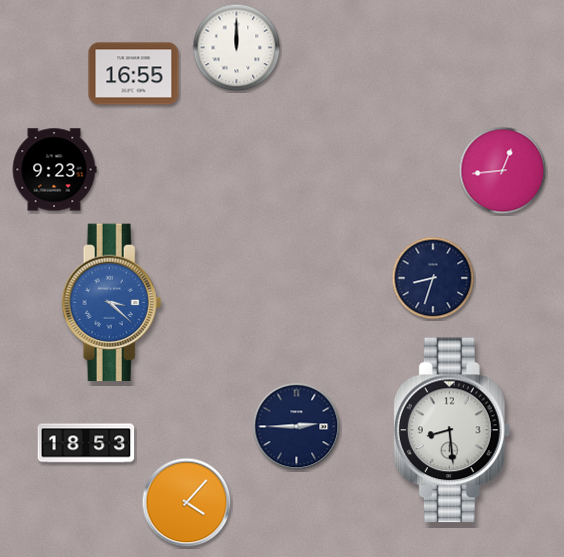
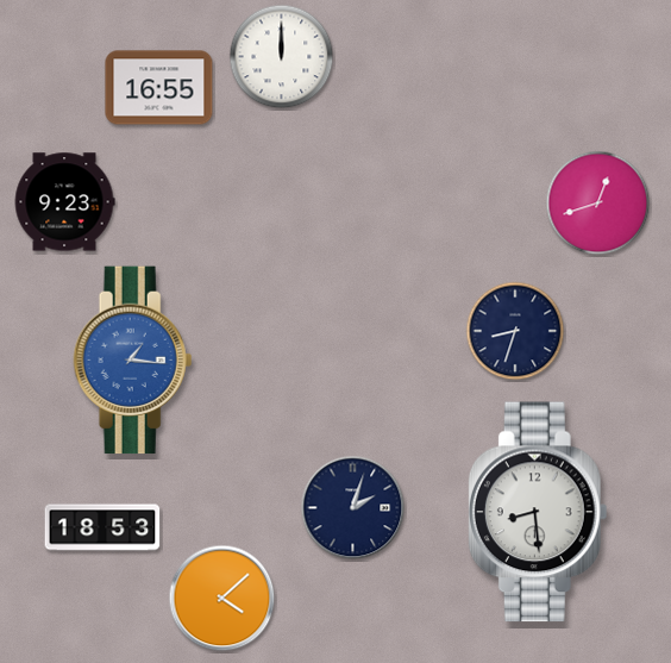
clock at (503, 171): 12:44 -> 12:42
clock at (112, 303): 3:22 -> 1:16
clock at (297, 427): 2:45 -> 2:03
clock at (187, 503): 4:07 -> 4:08
